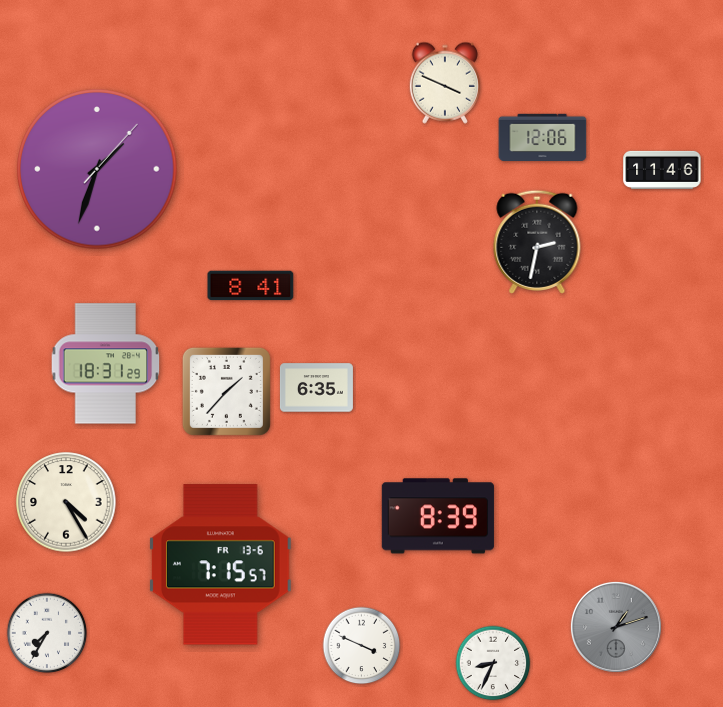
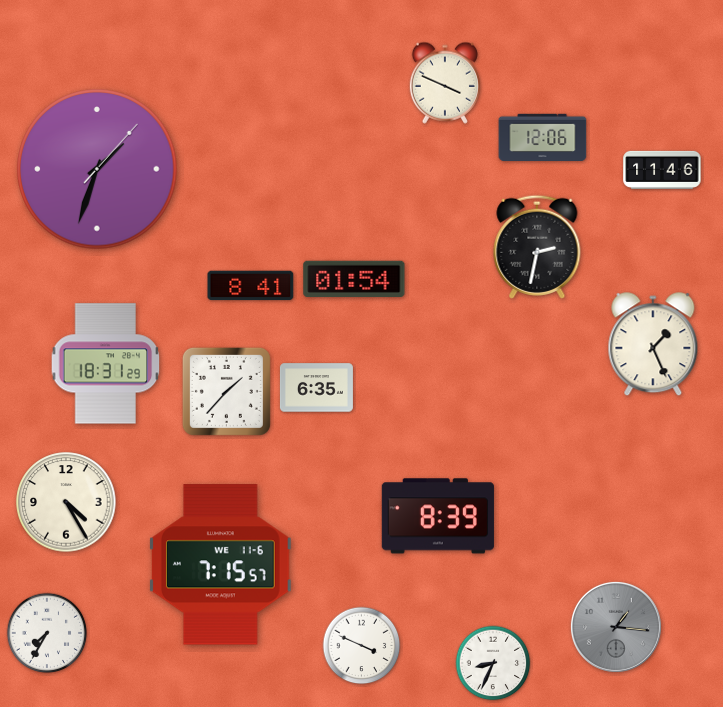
clock at (537, 242) position: (537, 242) -> (537, 247)
clock at (354, 279): none -> 01:54
clock at (653, 345): none -> 1:26
clock at (220, 565) date: FR 13-6 -> WE 11-6
clock at (616, 627): 1:12 -> 1:16
